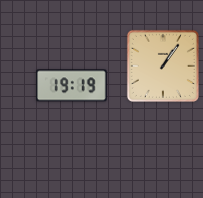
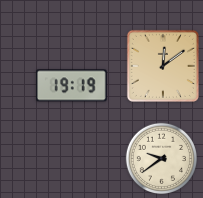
clock at (163, 66): 1:06 -> 12:09
clock at (161, 158): none -> 9:39
